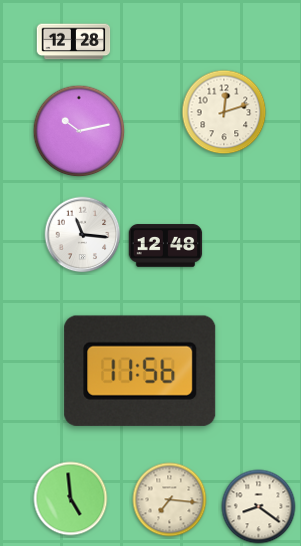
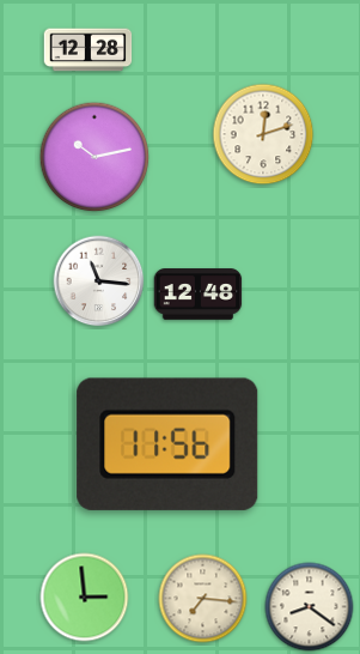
clock at (224, 112) position: (224, 112) -> (263, 134)
clock at (71, 499): 4:59 -> 2:59
